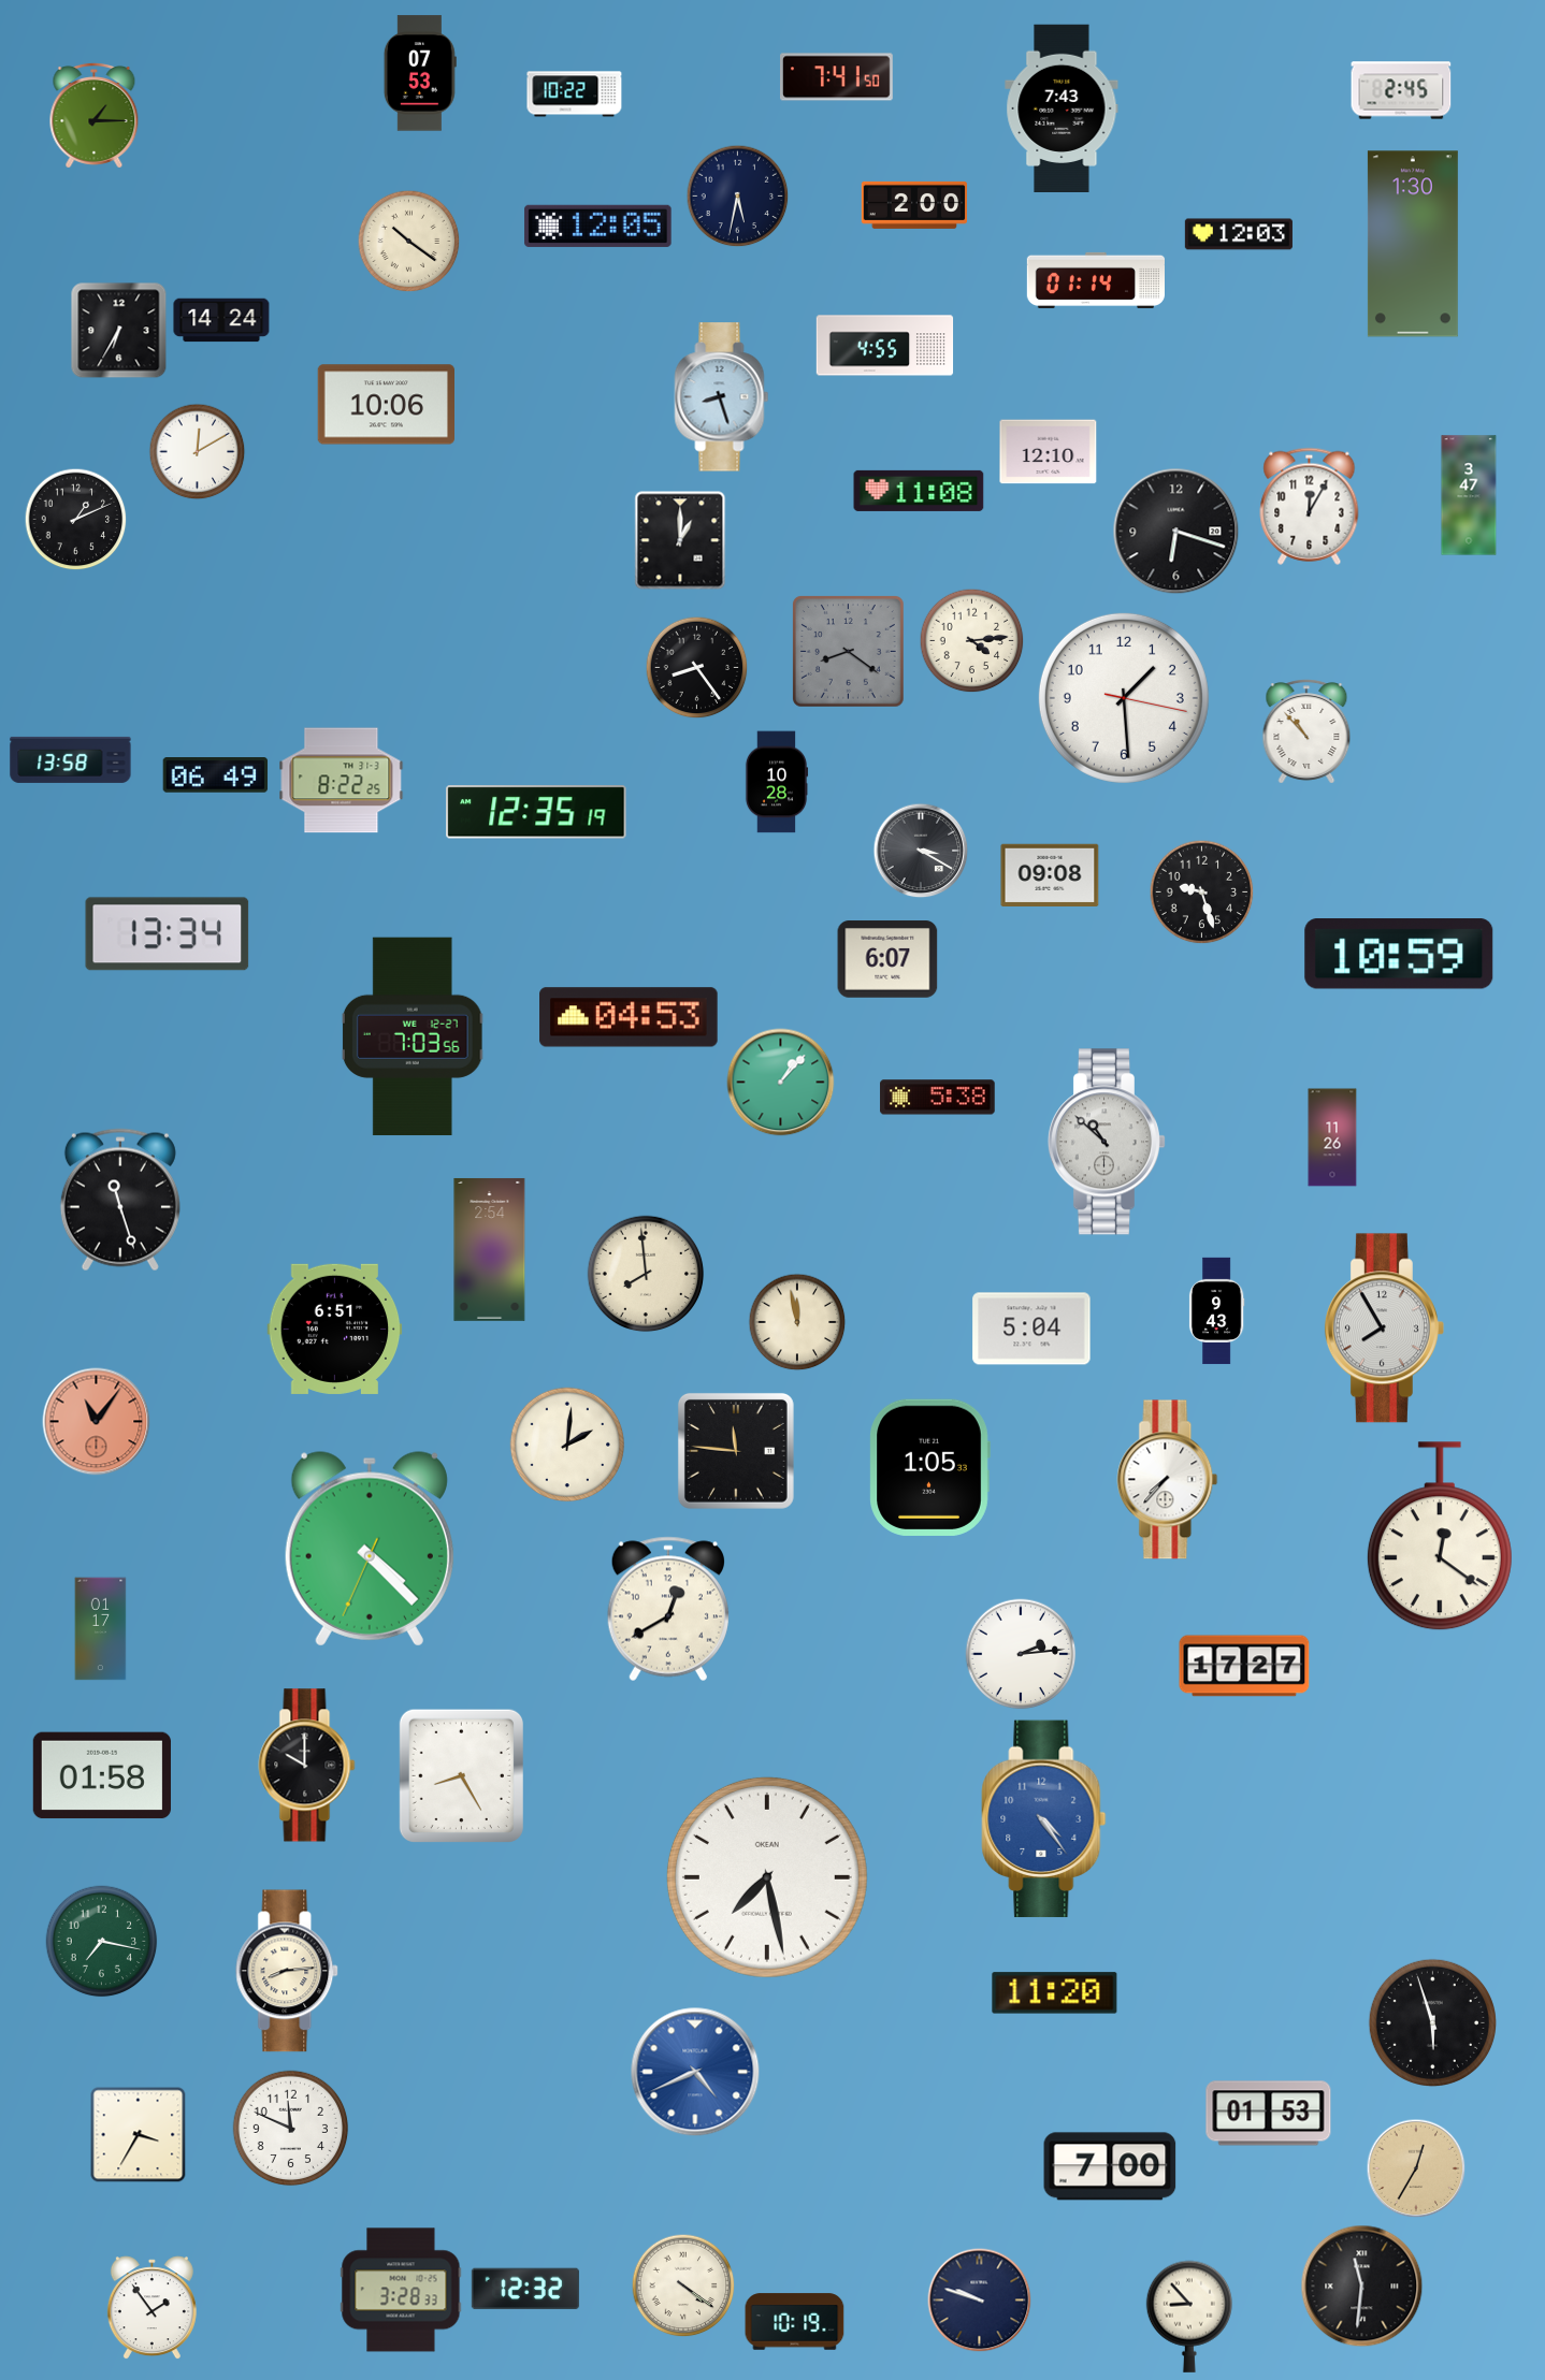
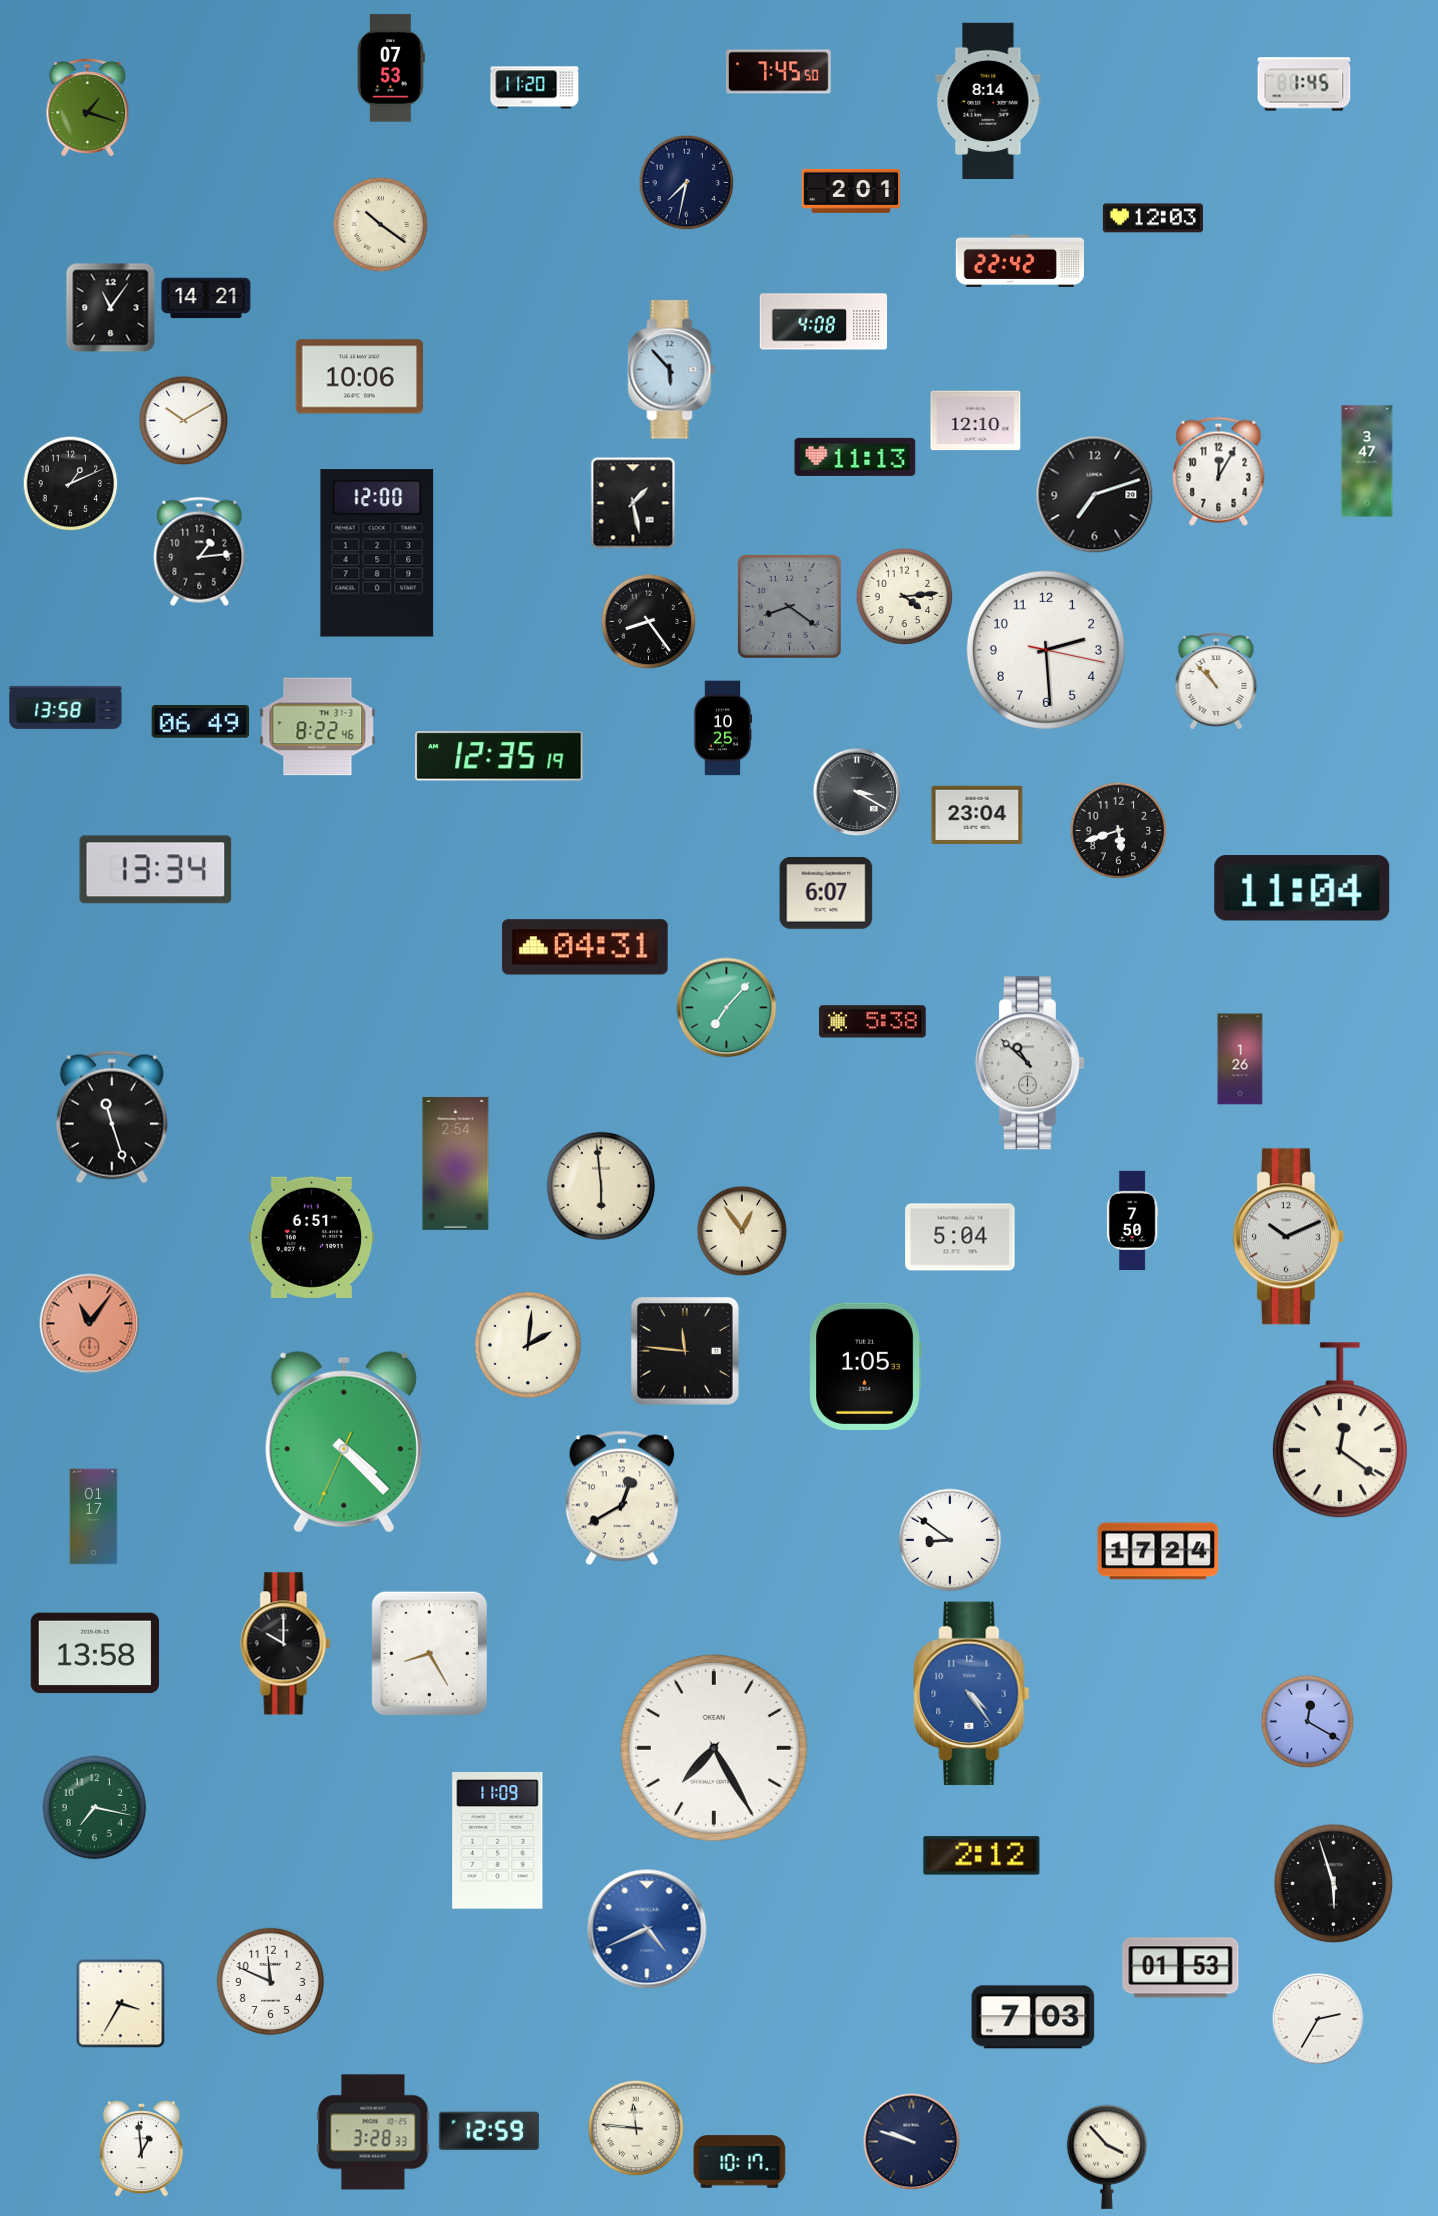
clock at (837, 77): 7:41 -> 7:45
clock at (1401, 90): 2:45 -> 1:45
clock at (575, 95): 10:22 -> 11:20
clock at (1062, 107): 7:43 -> 8:14
clock at (95, 115): 1:15 -> 1:18
clock at (738, 197): 5:32 -> 7:32
clock at (914, 205): 2:00 -> 2:01
clock at (598, 226): 12:05 -> none
clock at (1413, 244): 1:30 -> none
clock at (1095, 280): 01:14 -> 22:42
clock at (221, 320): 14:24 -> 14:21
clock at (119, 331): 6:35 -> 11:06
clock at (885, 346): 4:55 -> 4:08
clock at (722, 397): 8:27 -> 5:53
clock at (198, 452): 12:10 -> 10:10
clock at (919, 491): 11:08 -> 11:13
clock at (1176, 532): 6:18 -> 7:12
clock at (680, 540): 1:00 -> 1:28
clock at (200, 551): none -> 1:14
clock at (377, 553): none -> 12:00
clock at (1124, 698): 1:29 -> 2:29
clock at (342, 781): 8:22:25 -> 8:22:46
clock at (777, 782): 10:28 -> 10:25
clock at (1050, 875): 09:08 -> 23:04
clock at (1202, 892): 9:27 -> 5:42
clock at (1399, 954): 10:59 -> 11:04
clock at (629, 1017): 04:53 -> 04:31
clock at (413, 1036): 7:03 -> none
clock at (781, 1083): 1:07 -> 7:07
clock at (1332, 1137): 11:26 -> 1:26
clock at (646, 1274): 7:59 -> 5:59
clock at (1216, 1311): 9:43 -> 7:50
clock at (797, 1322): 11:58 -> 12:54
clock at (1384, 1329): 7:55 -> 10:11
clock at (1168, 1480): 7:37 -> none
clock at (1021, 1654): 2:14 -> 8:51
clock at (1244, 1666): 17:27 -> 17:24
clock at (102, 1775): 01:58 -> 13:58
clock at (1308, 1722): none -> 12:20
clock at (767, 1877): 7:28 -> 7:25
clock at (288, 1971): 8:14 -> none
clock at (498, 1841): none -> 11:09
clock at (1055, 1993): 11:20 -> 2:12
clock at (139, 2135) position: (139, 2135) -> (121, 2004)
clock at (1110, 2166): 7:00 -> 7:03
clock at (1416, 2168): 12:35 -> 2:35
clock at (1416, 2168) dial: champagne -> white
clock at (683, 2285): 4:21 -> 11:46
clock at (1362, 2287): 11:31 -> none
clock at (525, 2289): 12:32 -> 12:59
clock at (151, 2308): 1:54 -> 12:59
clock at (1188, 2317): 8:53 -> 3:53
clock at (795, 2322): 10:19 -> 10:17
